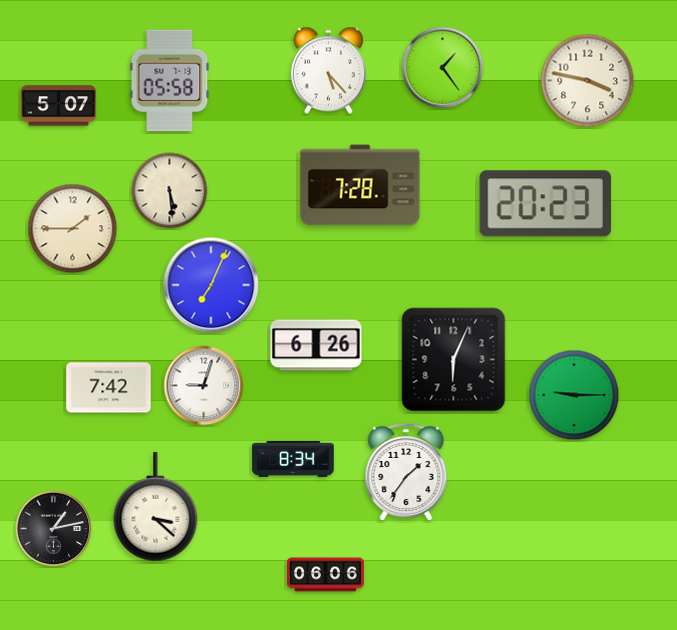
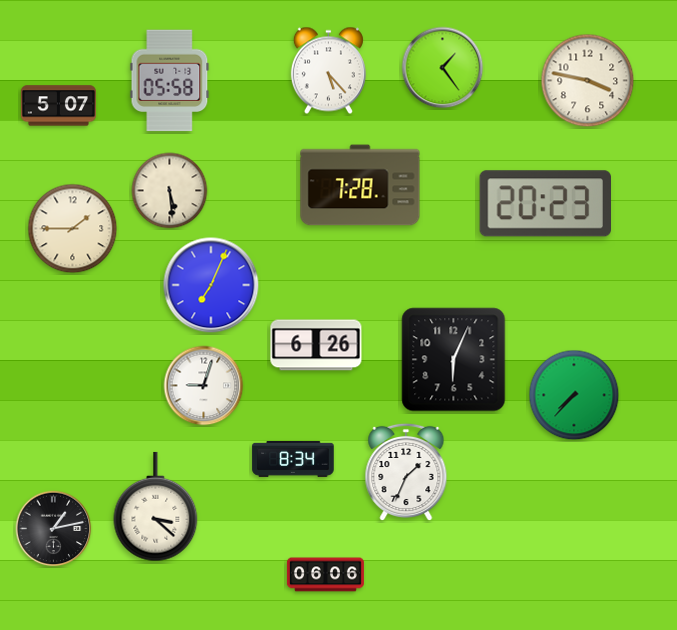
clock at (109, 388): 7:42 -> none
clock at (574, 395): 9:15 -> 7:37
clock at (406, 472): 1:36 -> 1:34
